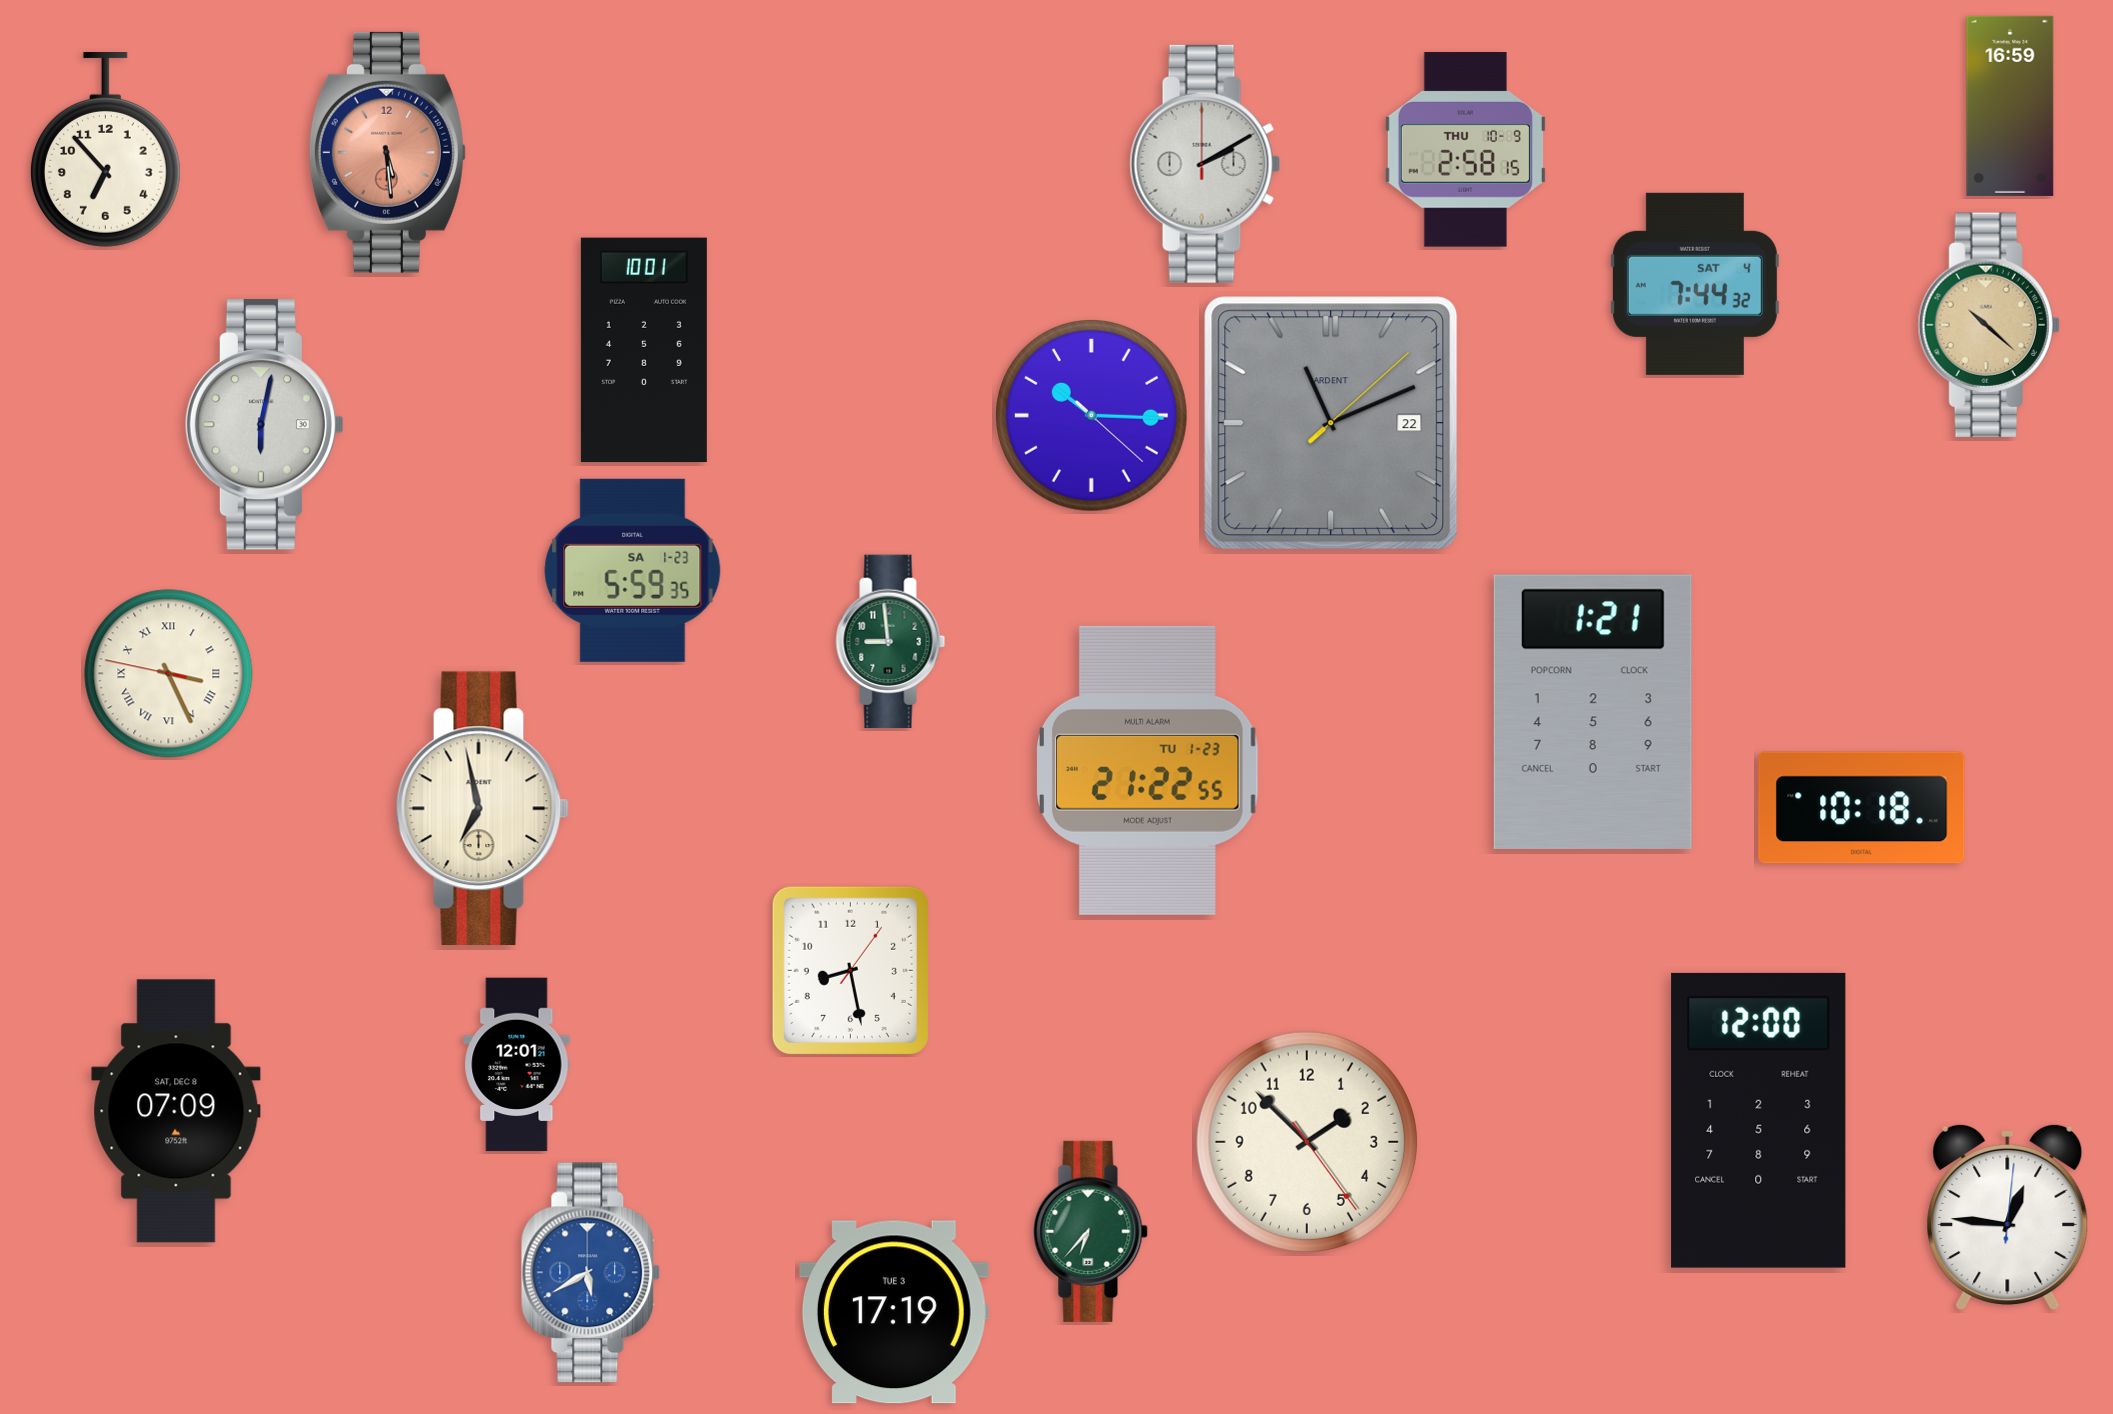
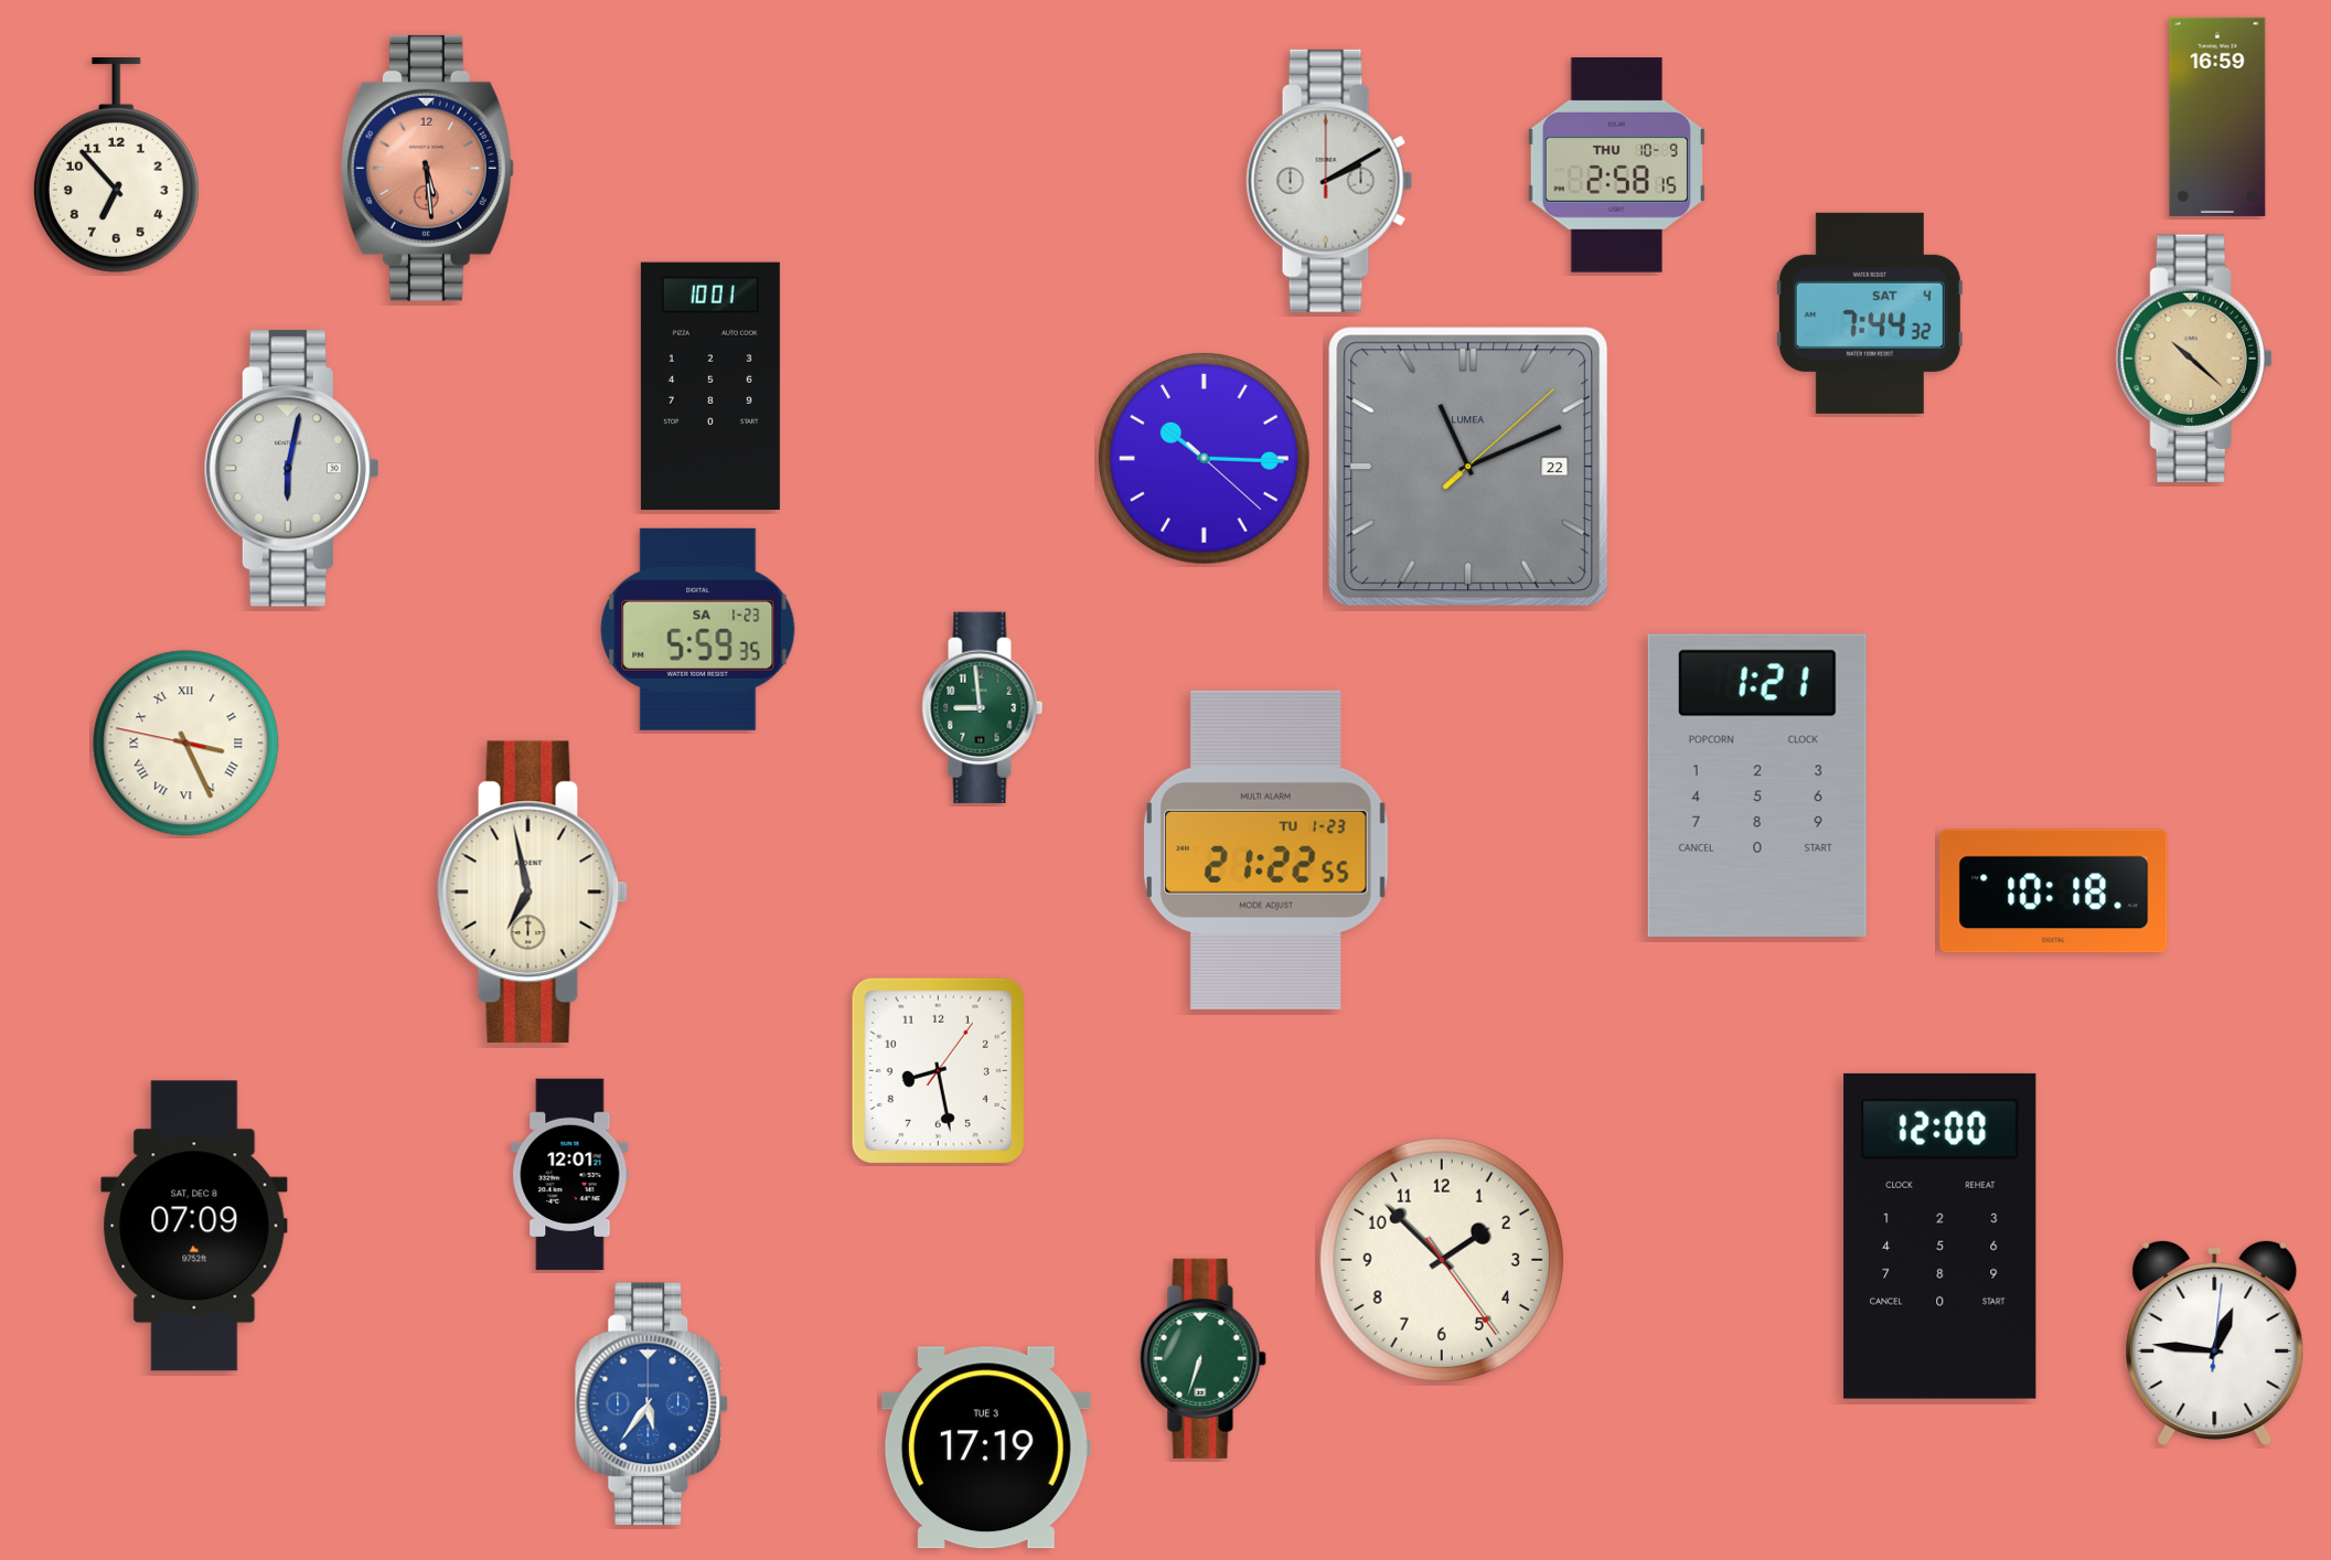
clock at (1331, 423) brand: ARDENT -> LUMEA
clock at (1091, 1231): 6:37 -> 6:33
clock at (591, 1273): 5:40 -> 5:36
